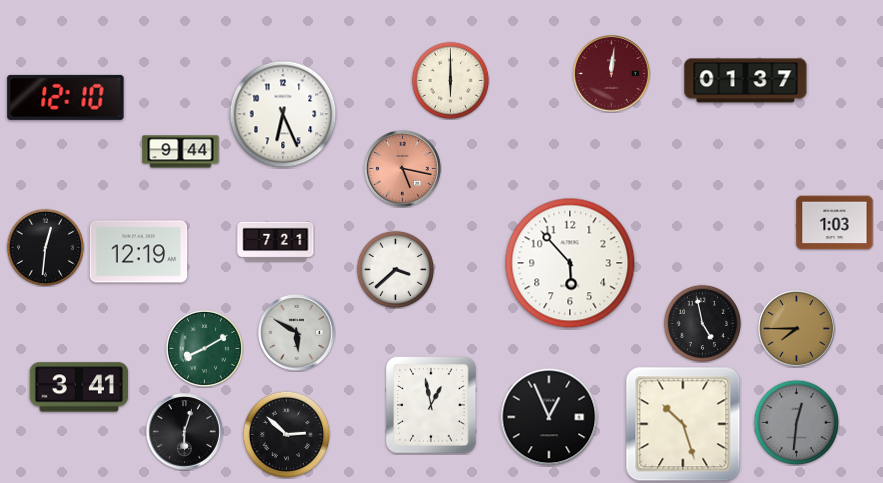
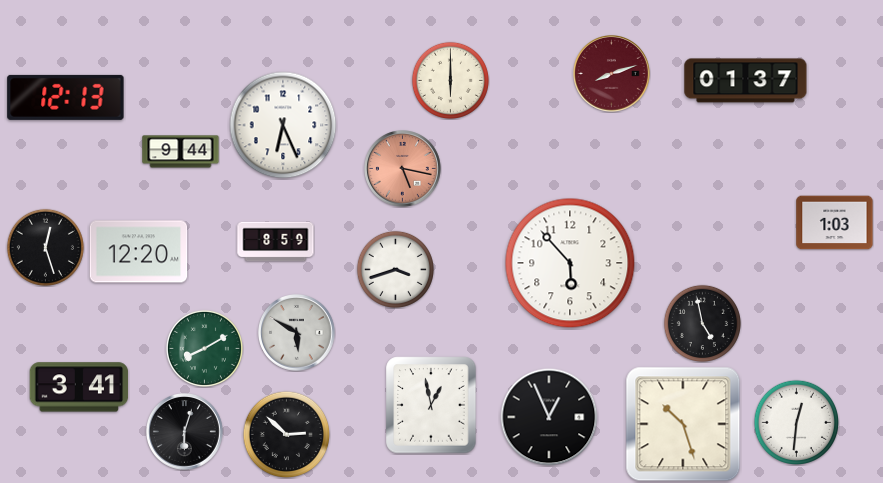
clock at (612, 74): 12:01 -> 8:12
clock at (66, 97): 12:10 -> 12:13
clock at (283, 114) position: (283, 114) -> (283, 125)
clock at (276, 242): 7:21 -> 8:59
clock at (45, 247): 12:31 -> 12:27
clock at (139, 252): 12:19 -> 12:20
clock at (395, 269): 3:38 -> 3:42
clock at (797, 329): 7:45 -> none
clock at (796, 422) dial: grey -> white
